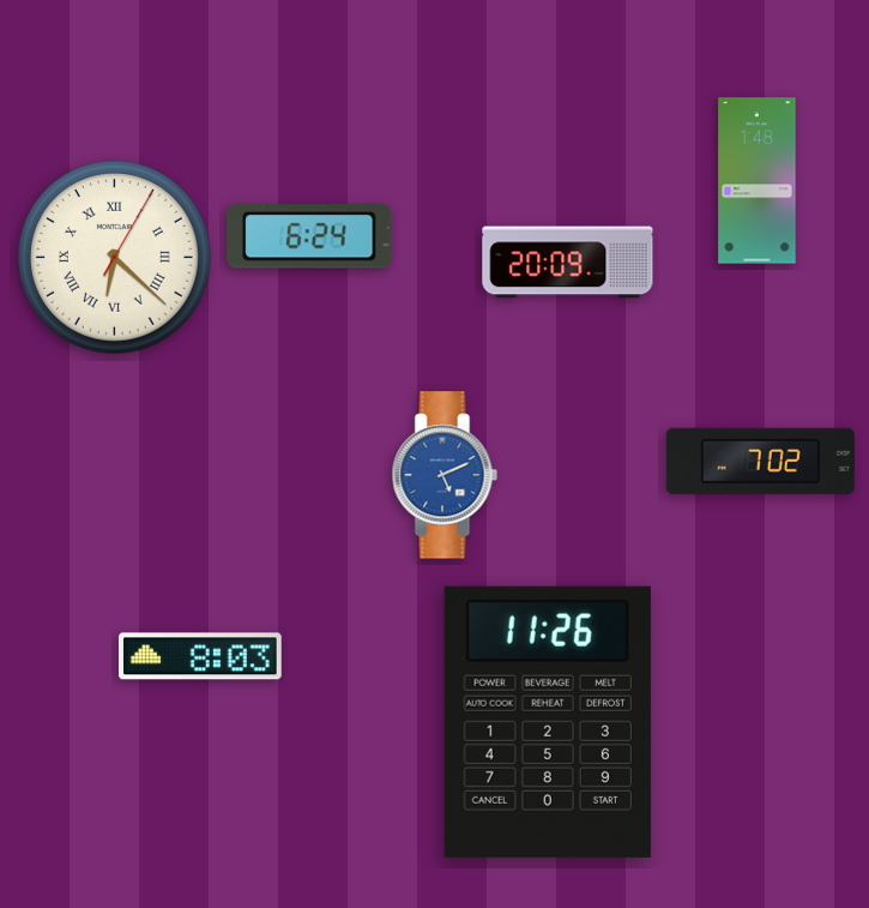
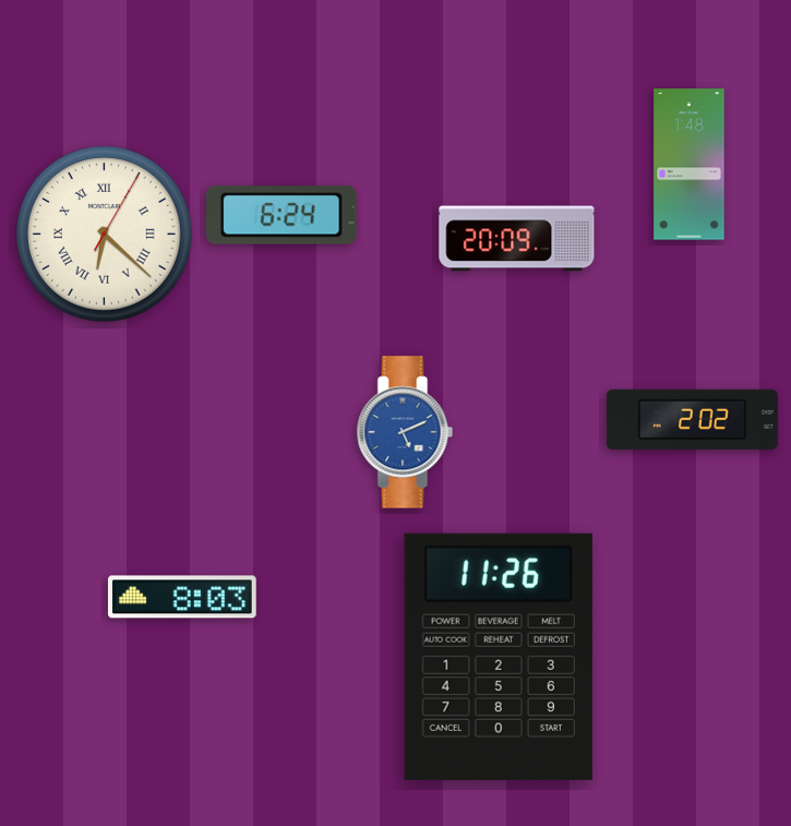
clock at (760, 461): 7:02 -> 2:02
